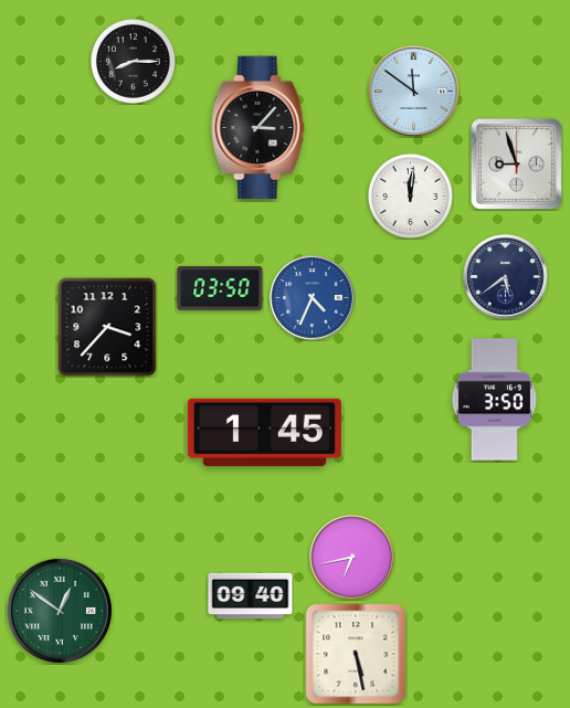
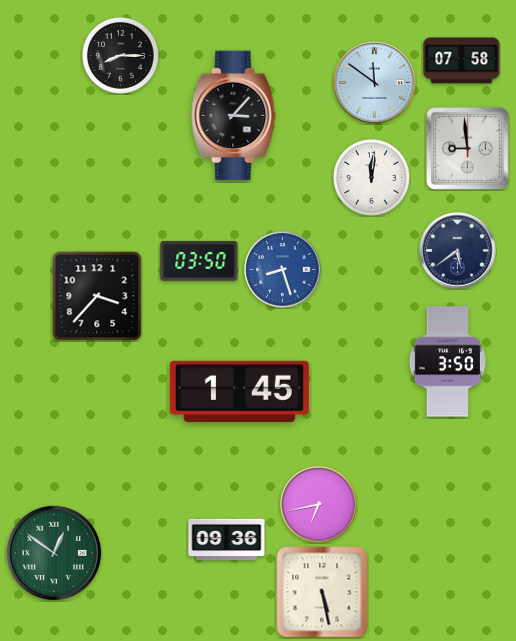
clock at (462, 61): none -> 07:58
clock at (516, 163): 8:57 -> 8:59
clock at (313, 298): 4:34 -> 8:27
clock at (251, 596): 09:40 -> 09:36
